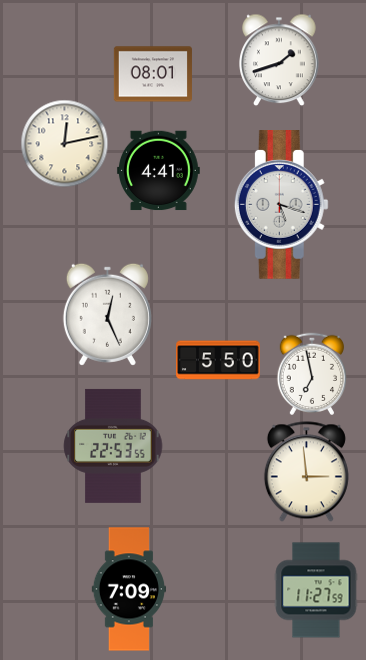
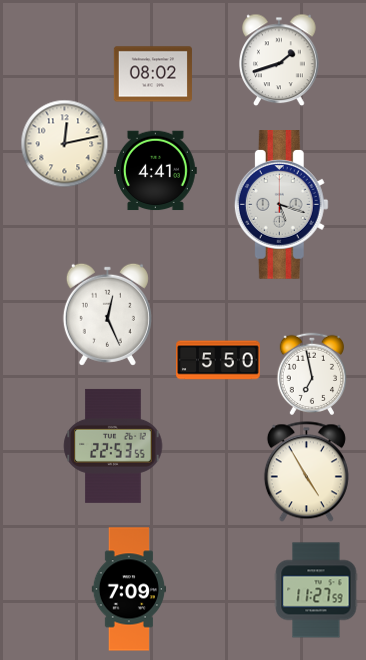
clock at (153, 74): 08:01 -> 08:02
clock at (158, 171) position: (158, 171) -> (155, 171)
clock at (306, 472): 2:59 -> 4:55
